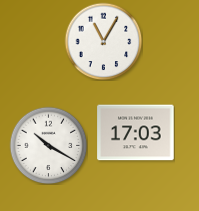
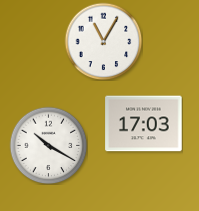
clock at (136, 133) position: (136, 133) -> (144, 124)
